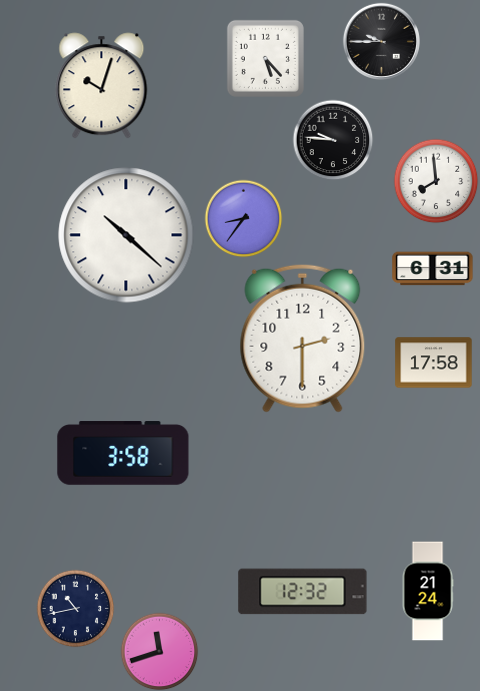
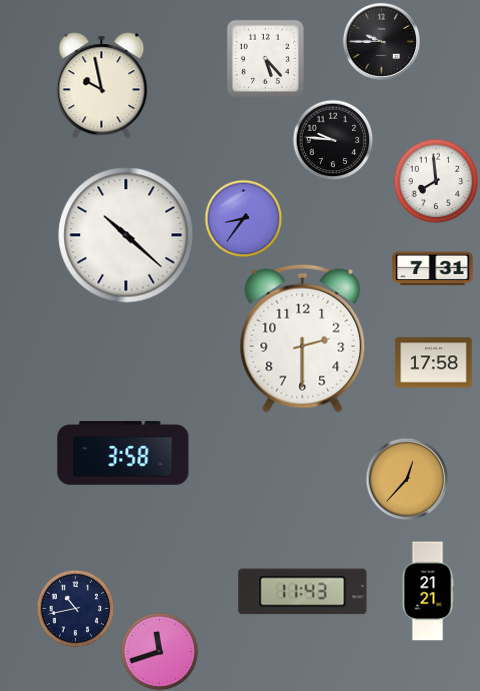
clock at (102, 86): 10:03 -> 9:58
clock at (433, 269): 6:31 -> 7:31
clock at (407, 479): none -> 12:37
clock at (428, 591): 21:24 -> 21:21
clock at (303, 592): 12:32 -> 11:43
